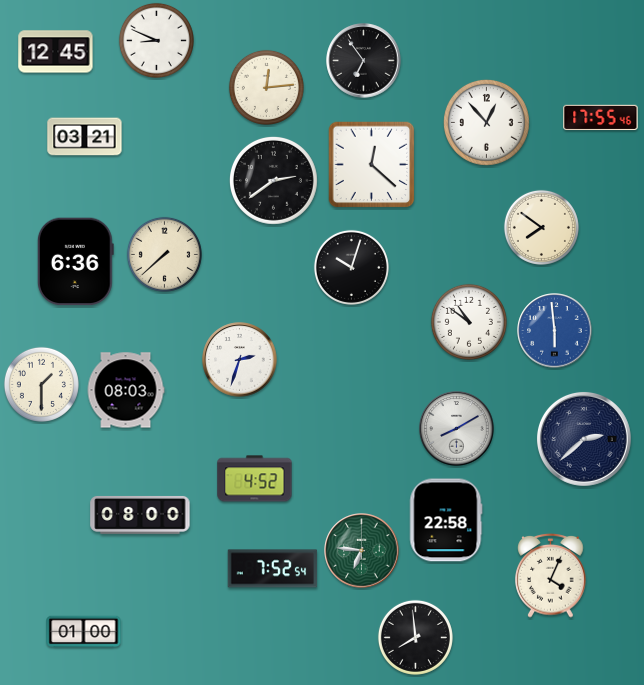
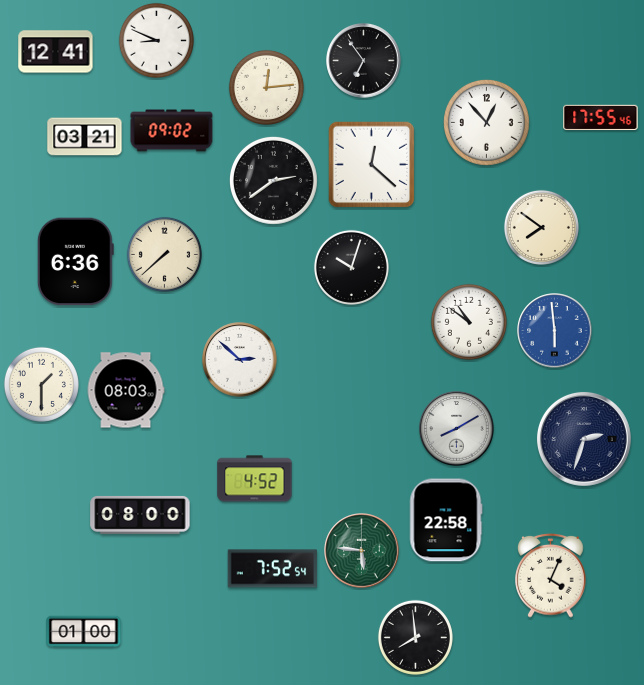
clock at (56, 52): 12:45 -> 12:41
clock at (172, 131): none -> 09:02
clock at (240, 360): 2:33 -> 2:52
clock at (584, 439): 2:38 -> 2:33
clock at (362, 551): 6:46 -> 5:46
